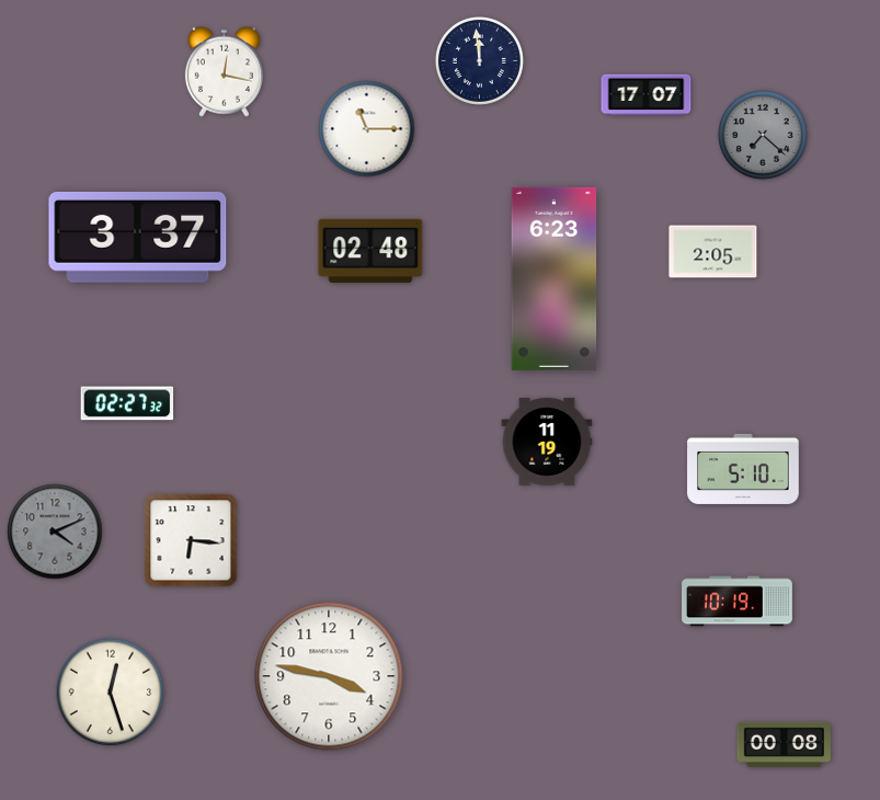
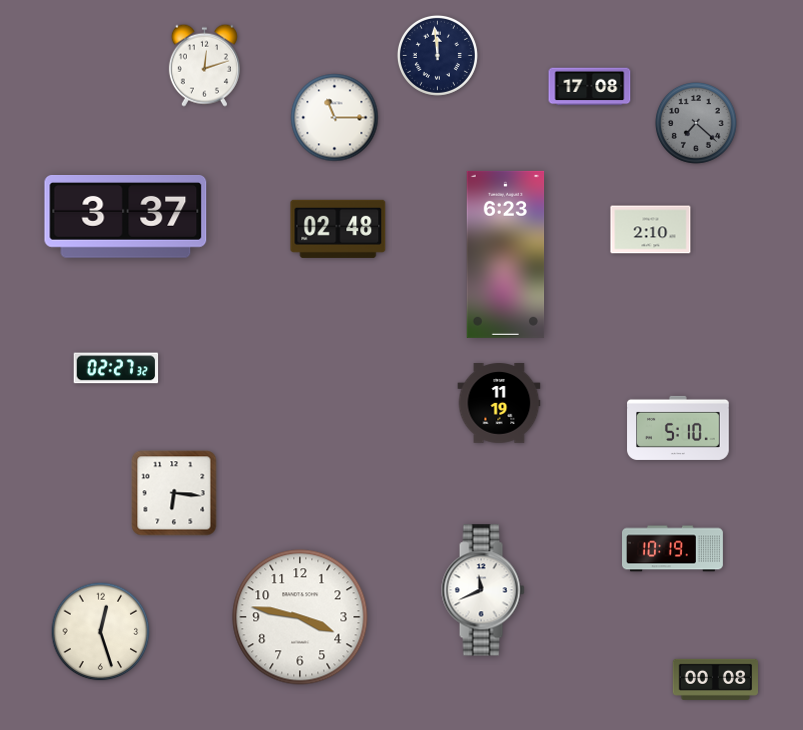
clock at (224, 71): 12:17 -> 12:12
clock at (647, 95): 17:07 -> 17:08
clock at (713, 252): 2:05 -> 2:10
clock at (55, 532): 4:11 -> none
clock at (483, 590): none -> 11:41
